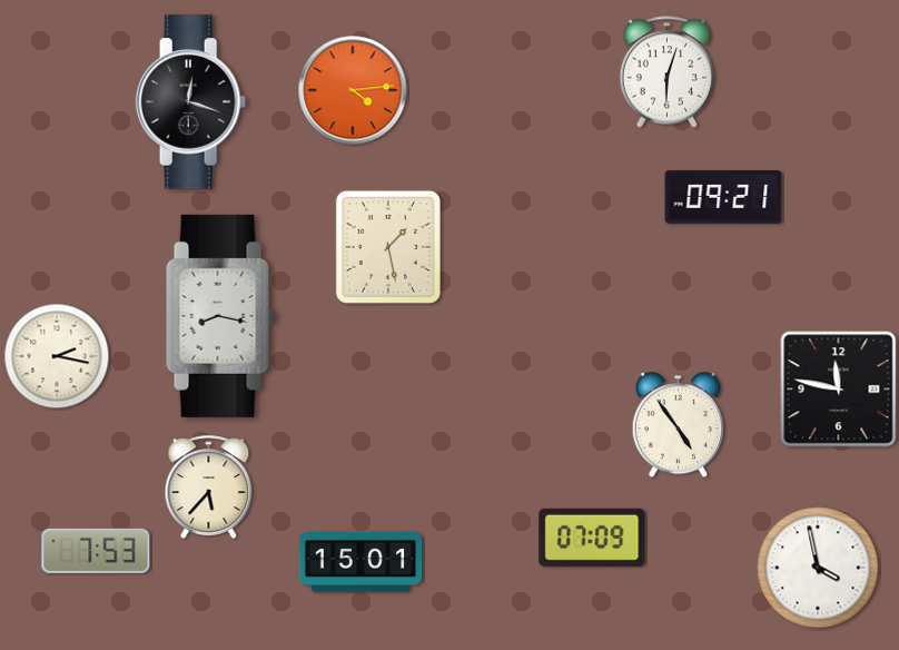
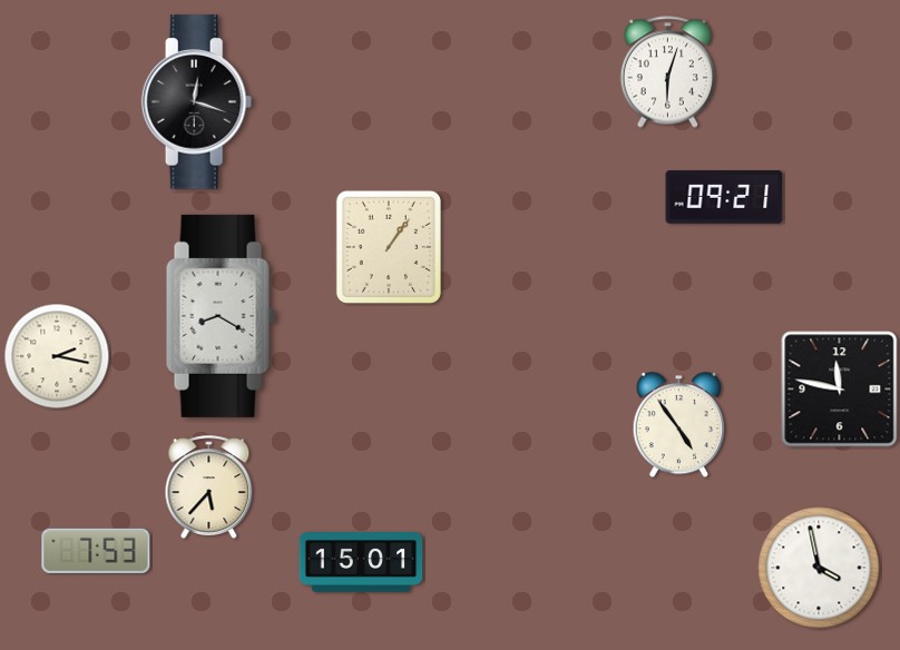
clock at (353, 90): 4:14 -> none
clock at (191, 102) position: (191, 102) -> (197, 102)
clock at (388, 247): 1:28 -> 1:06
clock at (220, 316): 8:17 -> 8:20
clock at (592, 538): 07:09 -> none
